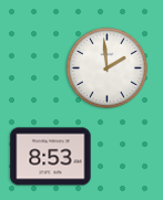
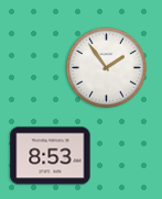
clock at (106, 67): 1:59 -> 1:54
